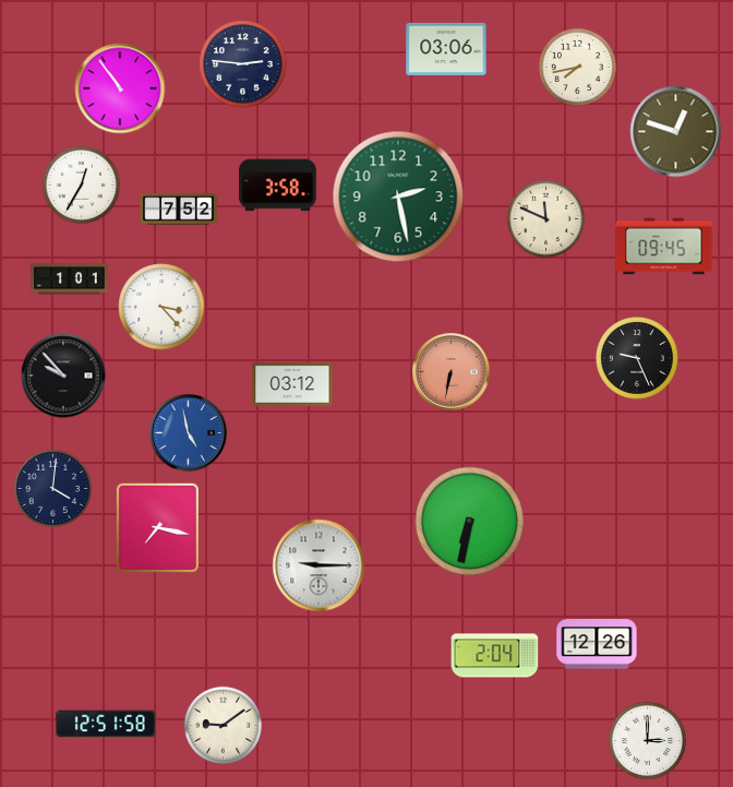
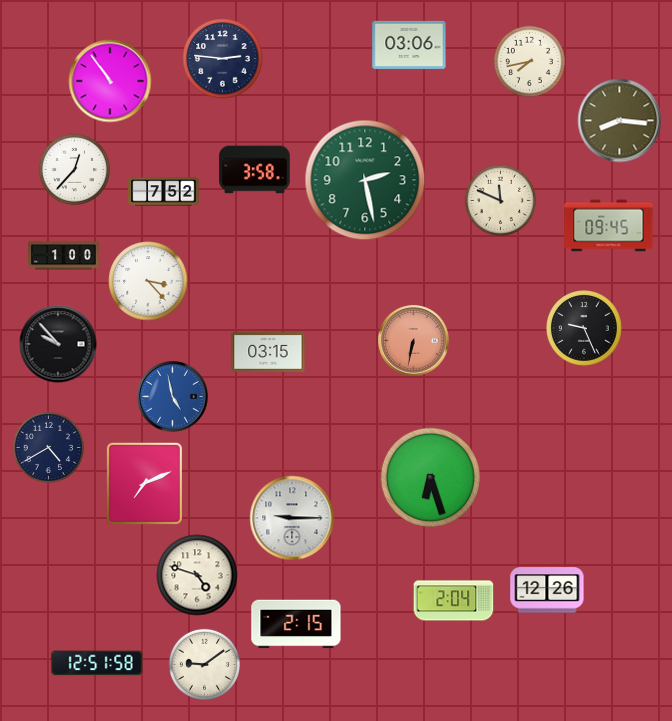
clock at (676, 132): 12:48 -> 8:16
clock at (81, 184): 12:35 -> 12:37
clock at (70, 279): 1:01 -> 1:00
clock at (292, 384): 03:12 -> 03:15
clock at (52, 488): 4:01 -> 4:40
clock at (469, 521): 6:32 -> 6:27
clock at (157, 527): 7:17 -> 7:11
clock at (197, 575): none -> 4:48
clock at (296, 624): none -> 2:15
clock at (647, 740): 3:00 -> none
